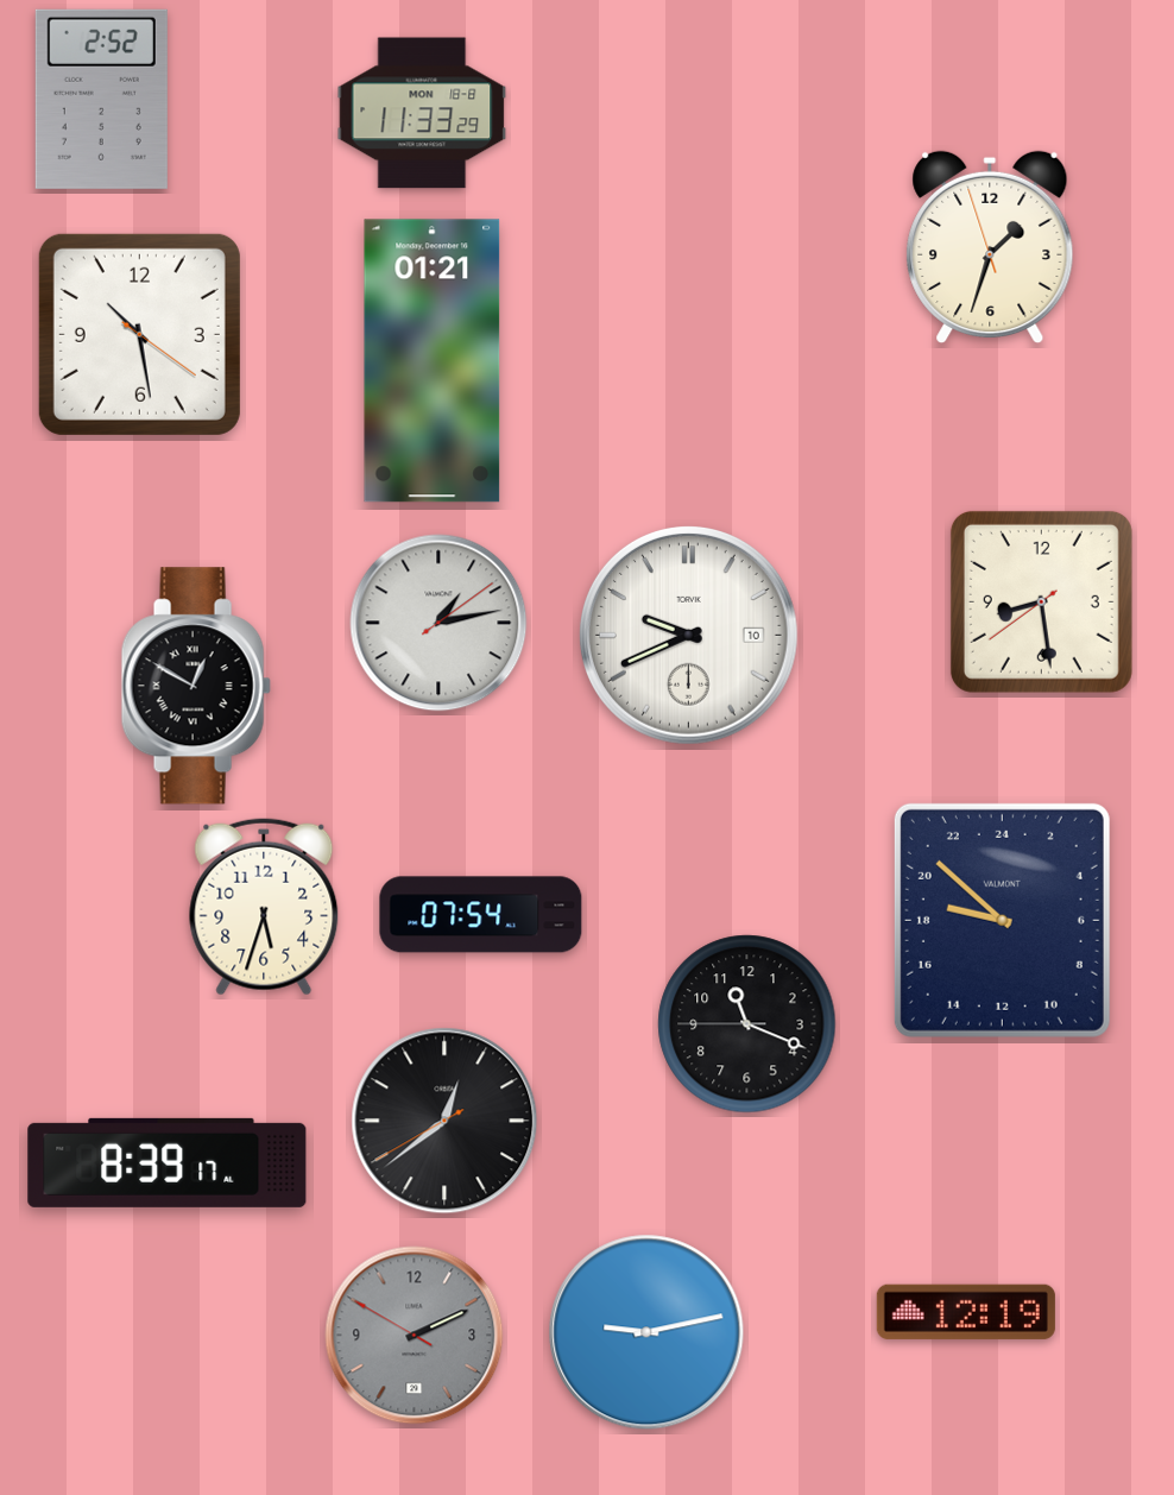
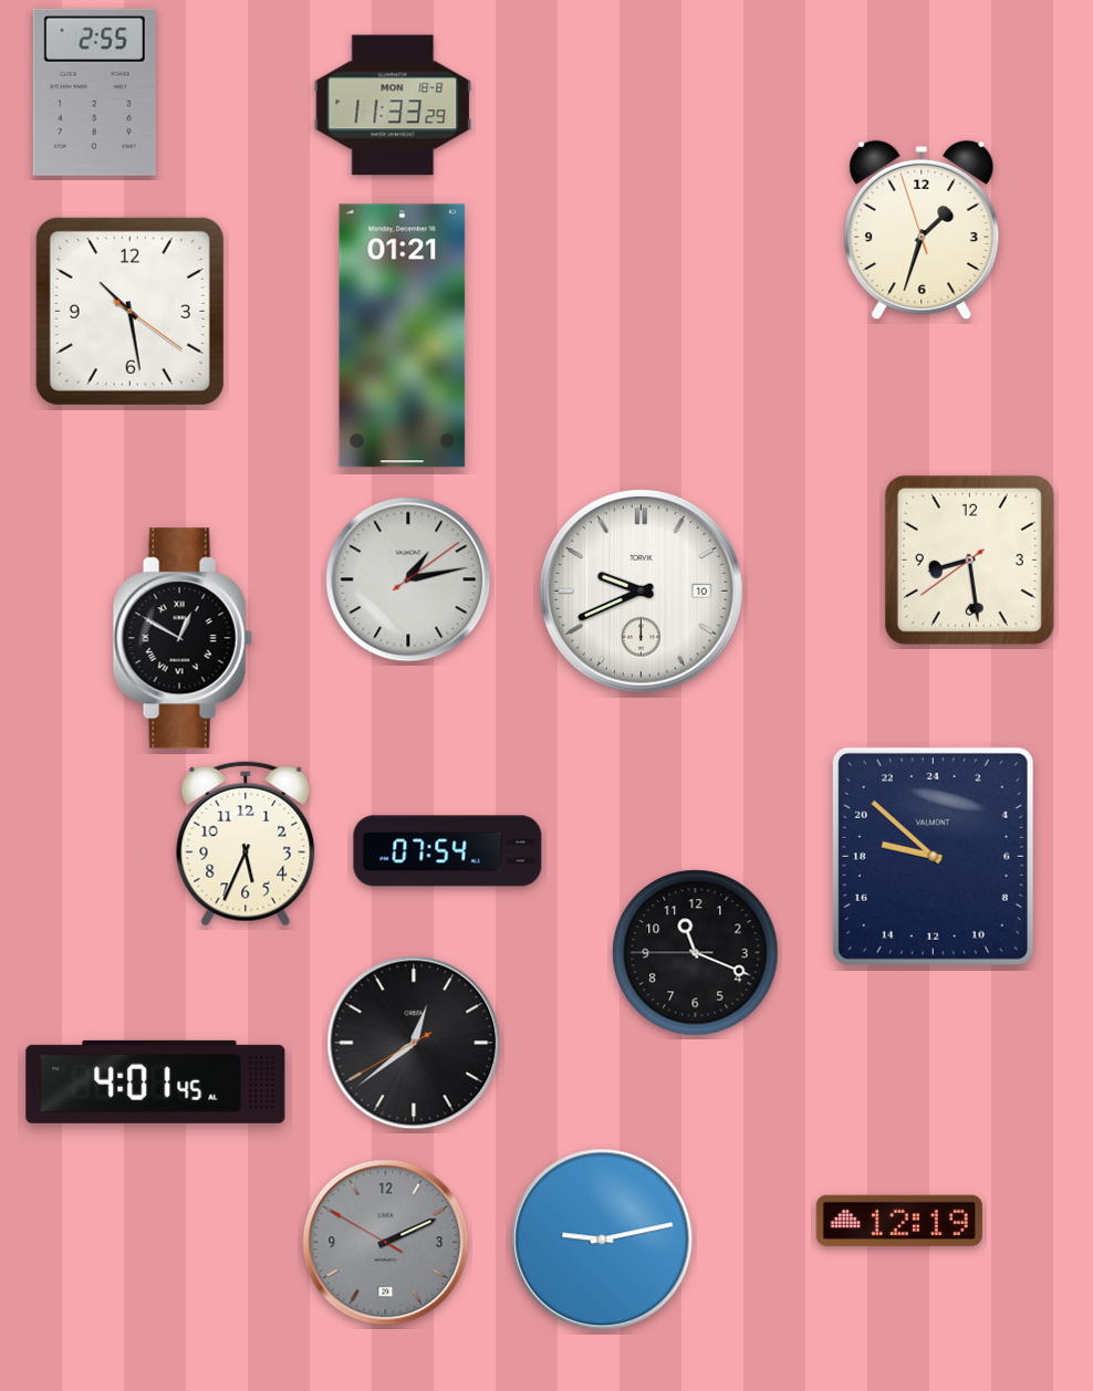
clock at (101, 99): 2:52 -> 2:55
clock at (264, 907): 5:33 -> 5:34
clock at (168, 1162): 8:39 -> 4:01
